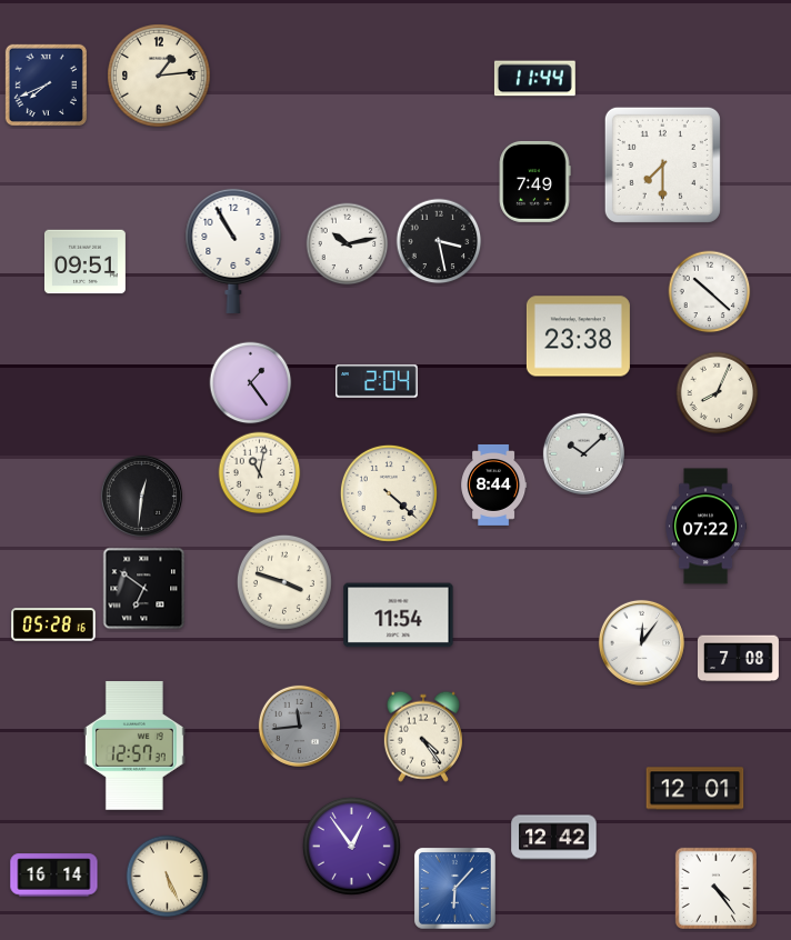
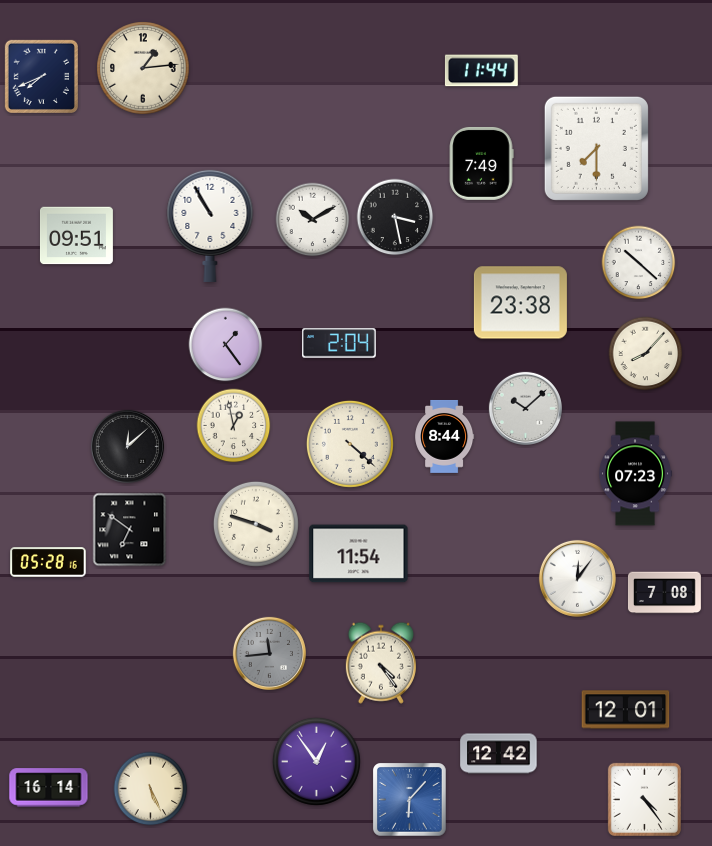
clock at (348, 244): 10:13 -> 10:10
clock at (718, 393): 8:04 -> 8:07
clock at (260, 473): 11:02 -> 12:58
clock at (141, 496): 12:31 -> 12:08
clock at (707, 527): 07:22 -> 07:23
clock at (134, 746): 12:57 -> none
